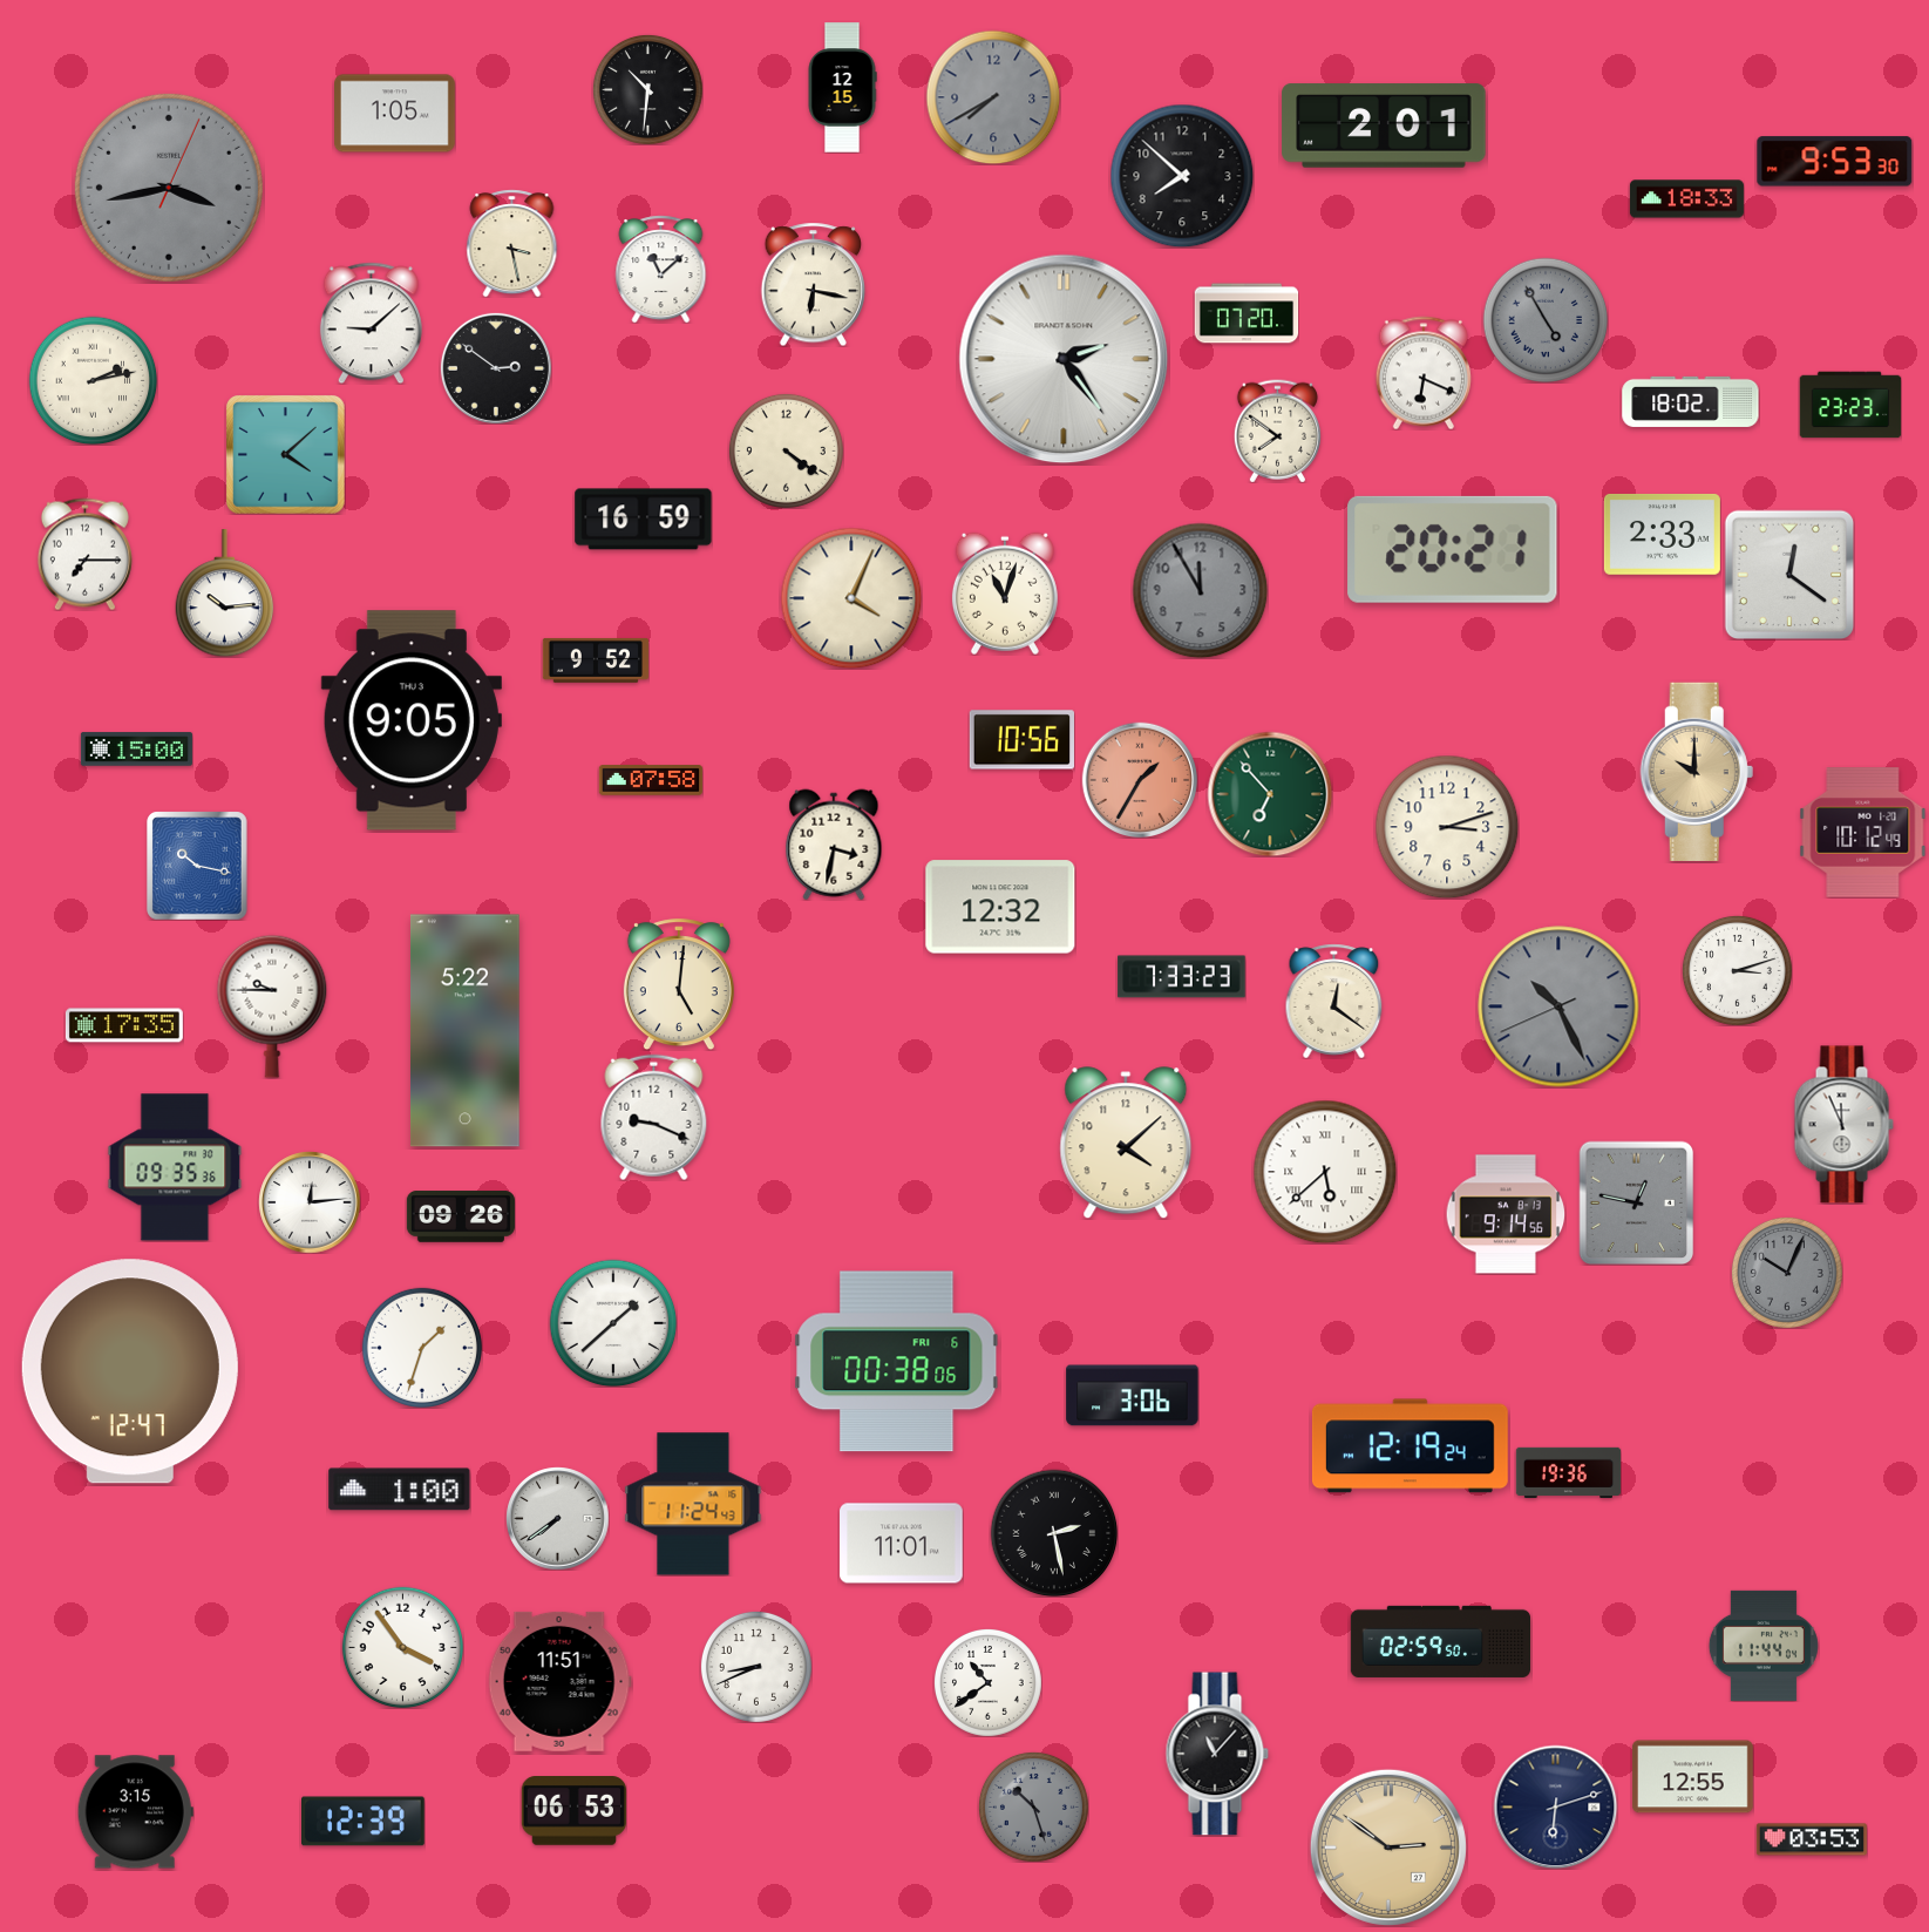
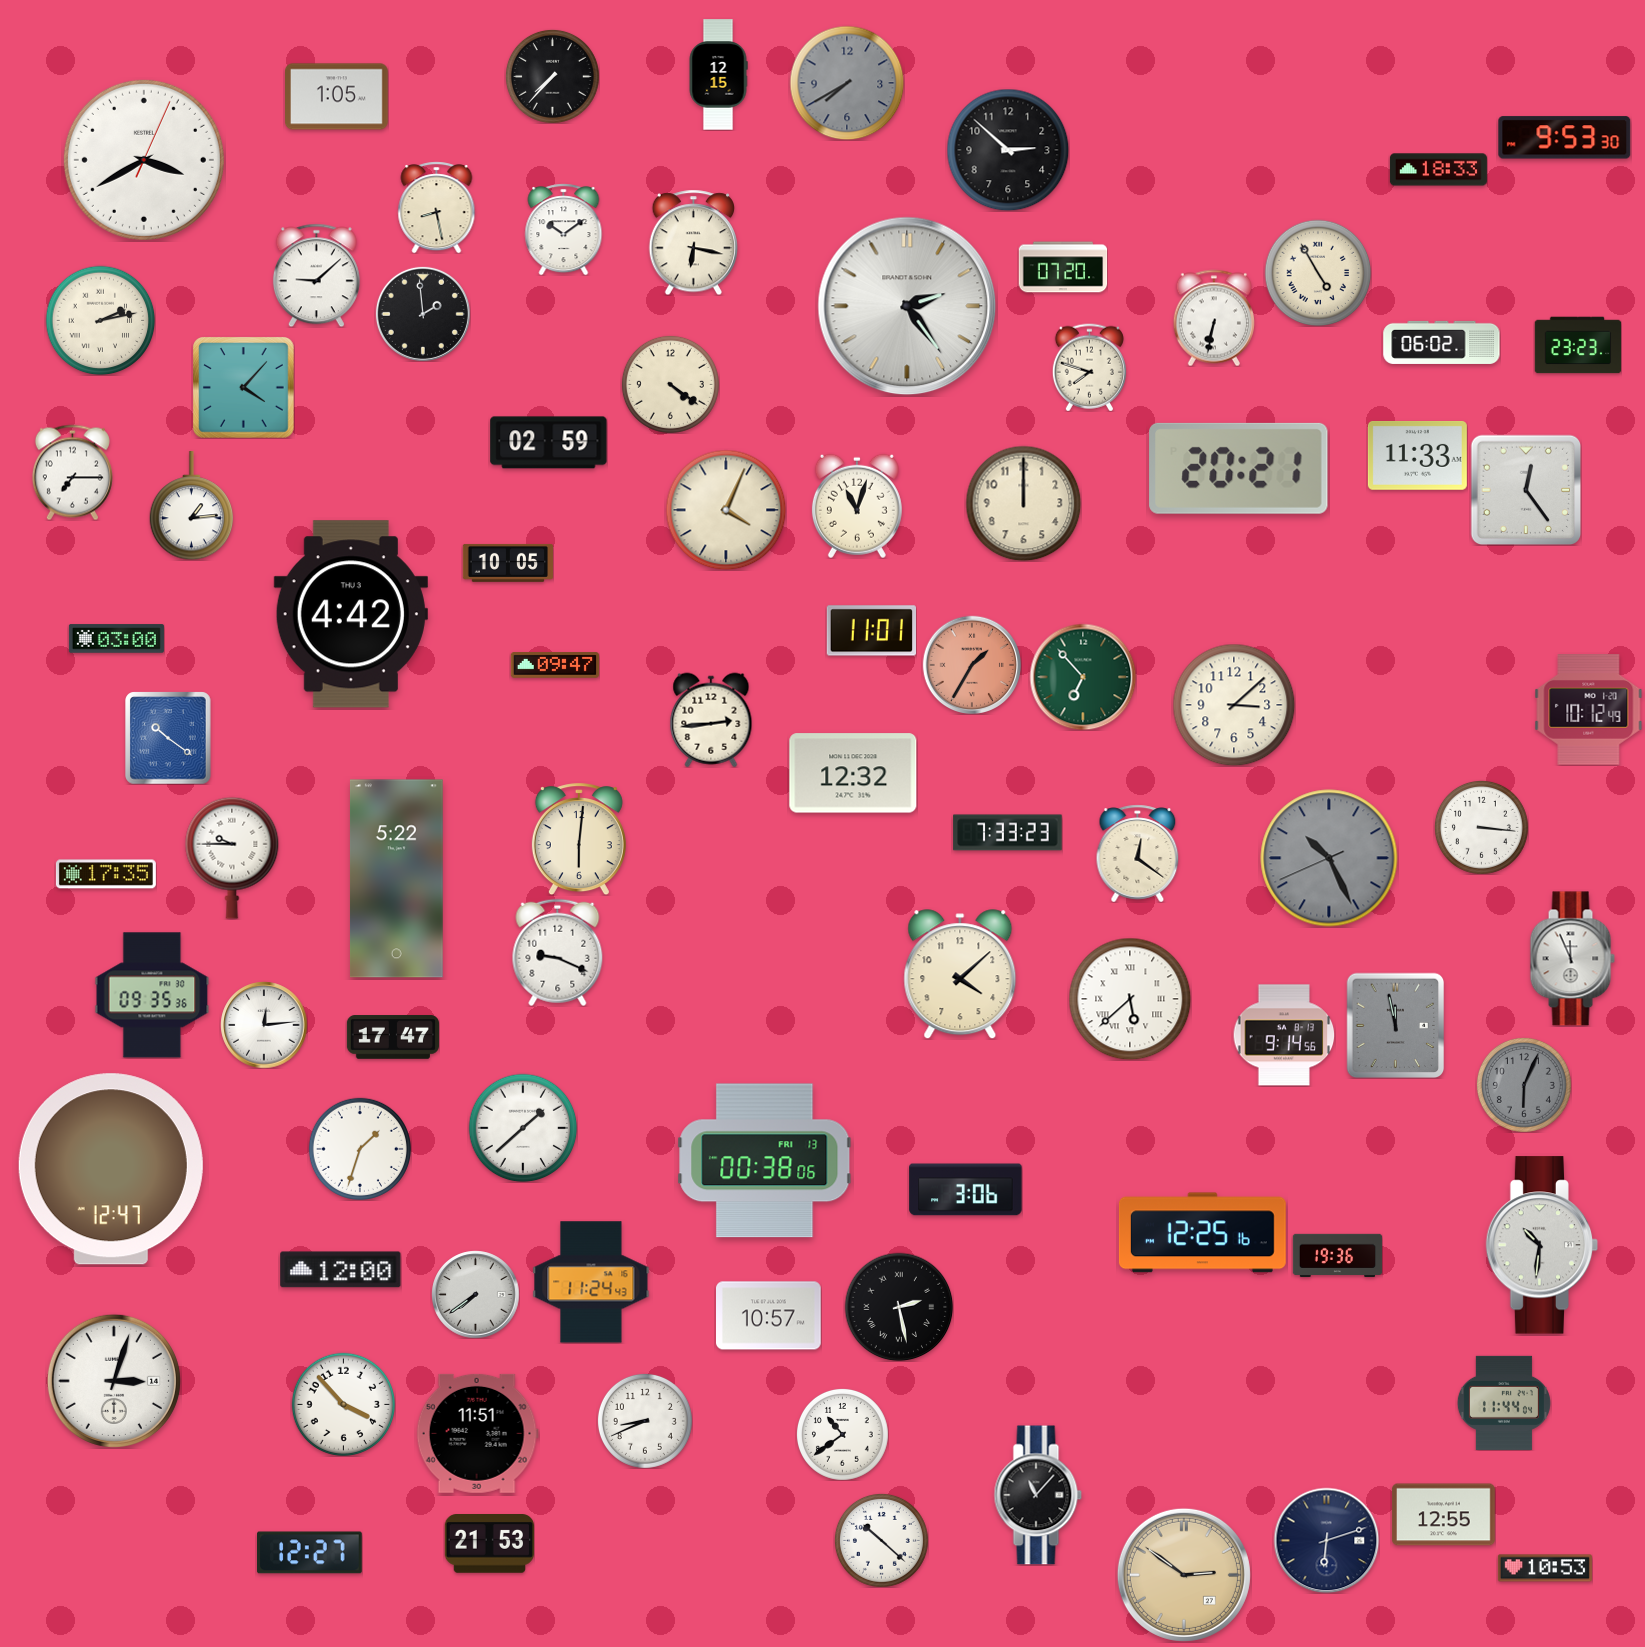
clock at (647, 89): 10:31 -> 7:37
clock at (1384, 126): 2:01 -> none
clock at (1182, 176): 7:52 -> 2:52
clock at (169, 188): 3:43 -> 3:40
clock at (169, 188) dial: grey -> white
clock at (512, 243): 3:28 -> 8:28
clock at (661, 269): 11:08 -> 10:09
clock at (1546, 320) dial: grey -> cream
clock at (496, 368): 2:51 -> 1:59
clock at (1424, 373): 6:19 -> 6:32
clock at (93, 380) position: (93, 380) -> (100, 320)
clock at (1691, 401): 18:02 -> 06:02
clock at (1277, 431): 7:51 -> 7:48
clock at (286, 455): 4:08 -> 4:07
clock at (644, 520): 16:59 -> 02:59
clock at (1662, 534): 2:33 -> 11:33
clock at (1789, 575): 12:21 -> 12:24
clock at (1200, 590): 11:55 -> 12:00
clock at (1200, 590) dial: grey -> cream
clock at (225, 594): 10:14 -> 1:14
clock at (595, 660): 9:52 -> 10:05
clock at (412, 720): 9:05 -> 4:42
clock at (1021, 740): 10:56 -> 11:01
clock at (136, 750): 15:00 -> 03:00
clock at (1697, 771): 10:00 -> none
clock at (651, 780): 07:58 -> 09:47
clock at (1447, 827): 3:12 -> 3:08
clock at (834, 845): 3:32 -> 2:44
clock at (197, 866): 10:17 -> 10:21
clock at (1737, 970): 3:12 -> 3:16
clock at (679, 984): 5:01 -> 6:01
clock at (175, 1167) position: (175, 1167) -> (152, 995)
clock at (1637, 1202): 12:47 -> 11:58
clock at (461, 1216): 09:26 -> 17:47
clock at (1787, 1273): 10:04 -> 6:04
clock at (897, 1362) date: FRI 6 -> FRI 13
clock at (1410, 1446): 12:19 -> 12:25
clock at (1542, 1245): none -> 10:31
clock at (400, 1490): 1:00 -> 12:00
clock at (902, 1544): 11:01 -> 10:57
clock at (114, 1381): none -> 3:03
clock at (1440, 1641): 02:59 -> none
clock at (402, 1647): 3:54 -> 3:53
clock at (1033, 1806): 10:27 -> 10:22
clock at (1033, 1806) dial: grey -> white
clock at (573, 1811): 06:53 -> 21:53
clock at (135, 1812): 3:15 -> none
clock at (364, 1822): 12:39 -> 12:27
clock at (1812, 1839): 03:53 -> 10:53
